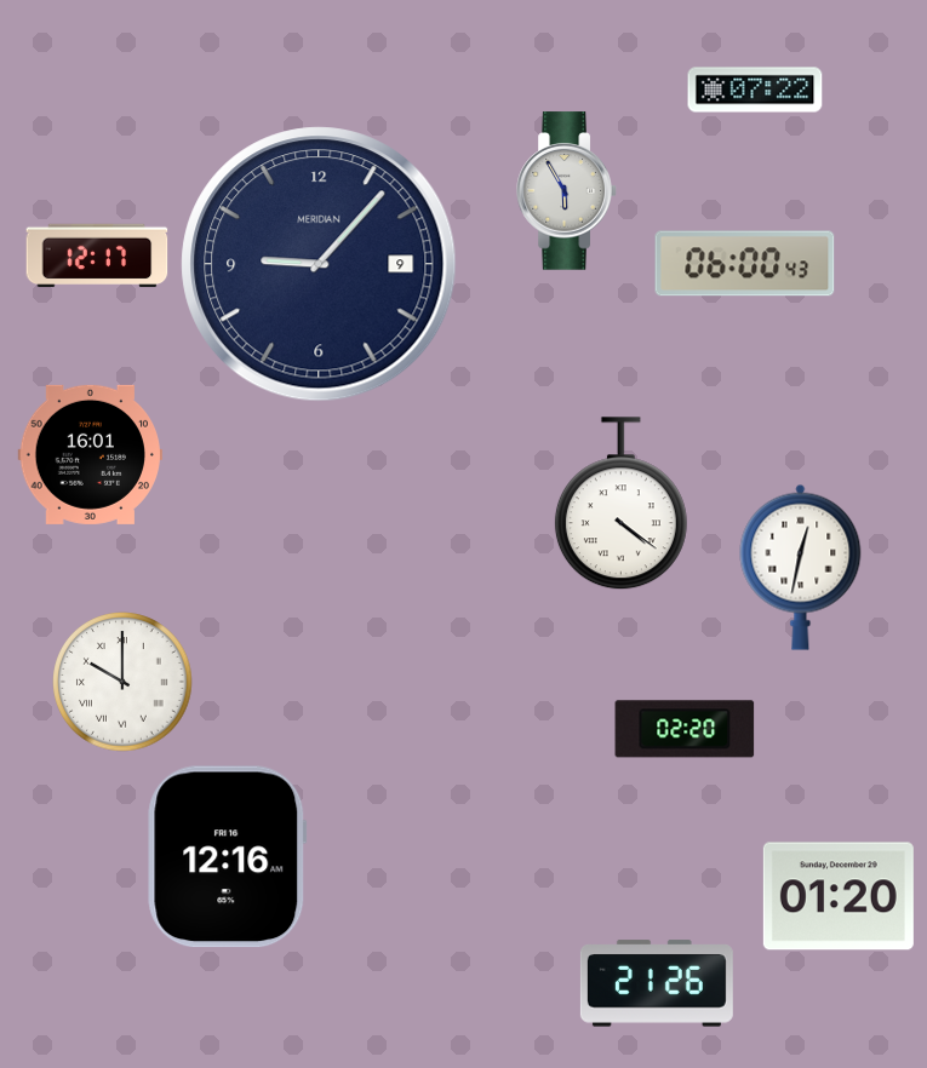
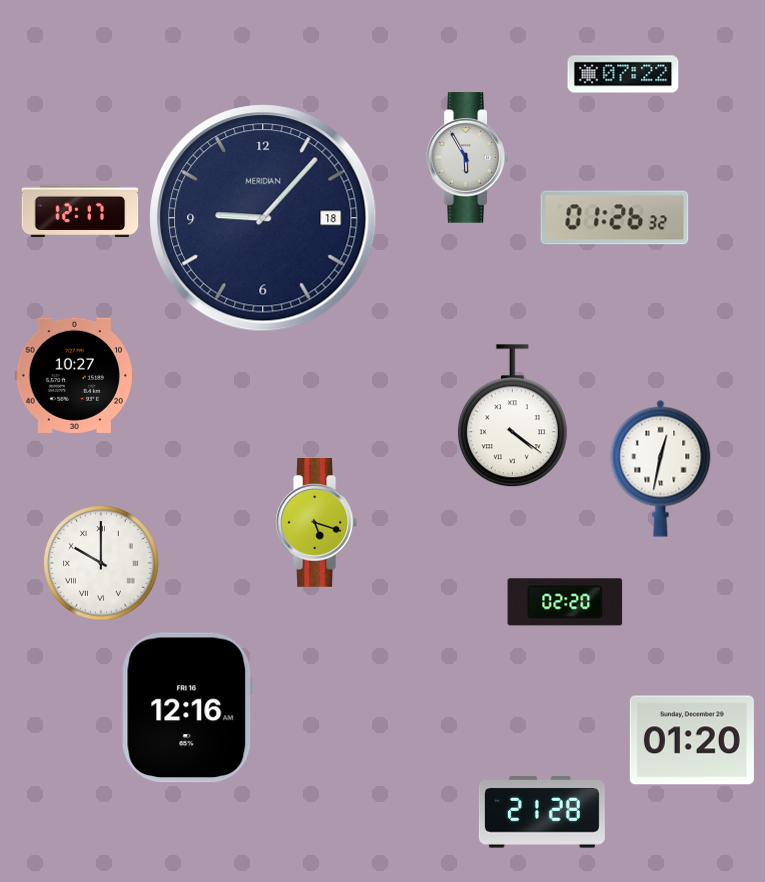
clock at (319, 264) date: 9 -> 18
clock at (745, 264): 06:00 -> 01:26
clock at (90, 454): 16:01 -> 10:27
clock at (317, 523): none -> 5:18
clock at (657, 983): 21:26 -> 21:28
